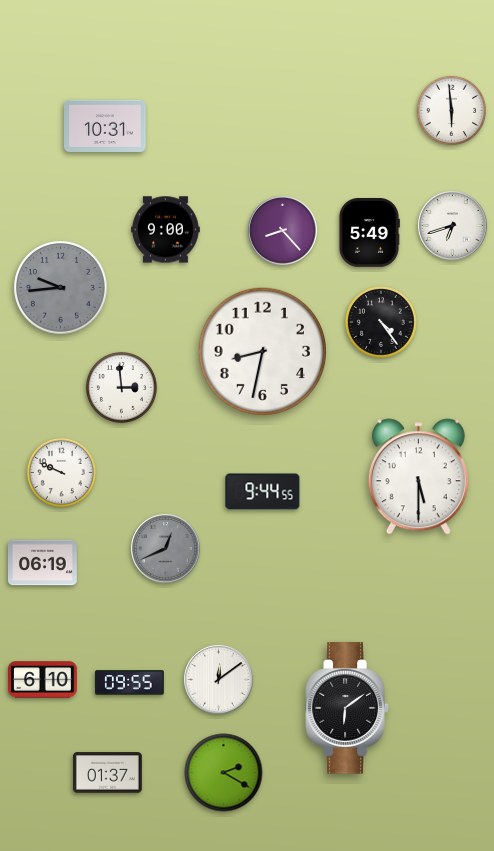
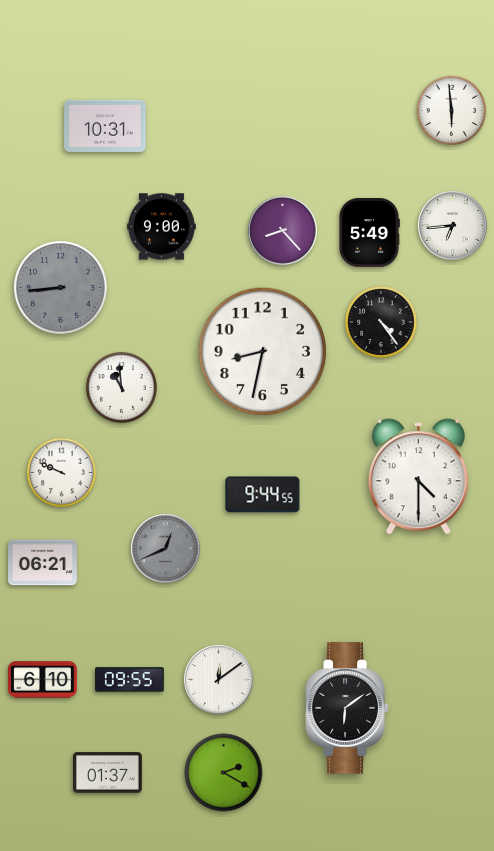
clock at (453, 226): 6:42 -> 6:44
clock at (166, 230) position: (166, 230) -> (162, 227)
clock at (61, 288): 9:44 -> 8:44
clock at (121, 387): 2:59 -> 10:59
clock at (418, 477): 5:30 -> 4:30
clock at (263, 492) position: (263, 492) -> (263, 495)
clock at (43, 563): 06:19 -> 06:21
clock at (130, 683) position: (130, 683) -> (130, 680)
